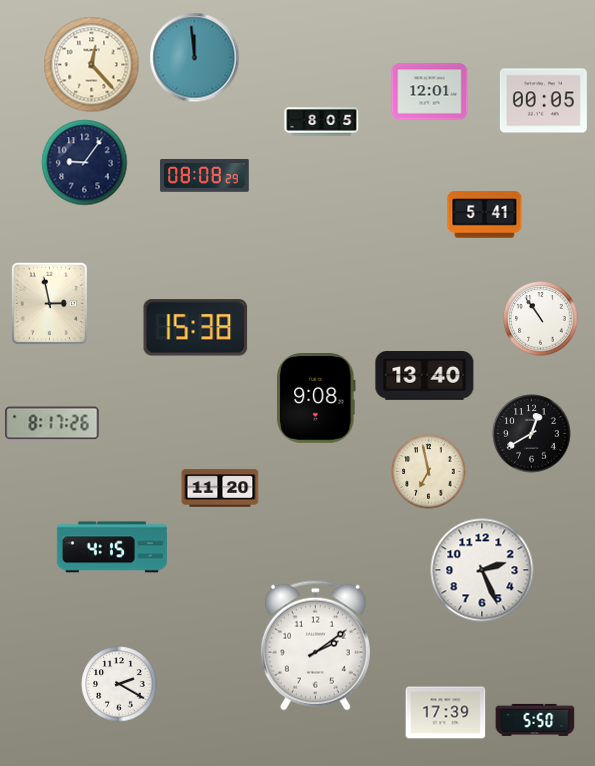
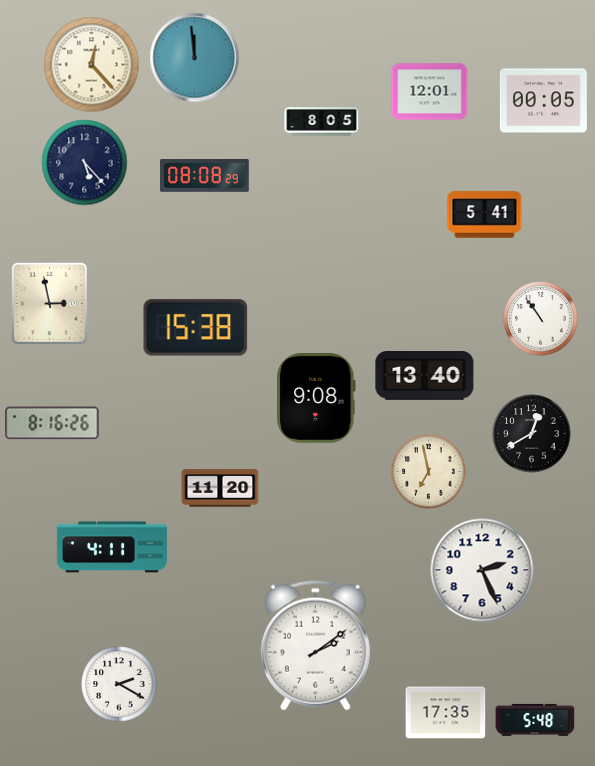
clock at (85, 163): 9:06 -> 5:23
clock at (52, 423): 8:17 -> 8:16
clock at (112, 547): 4:15 -> 4:11
clock at (446, 713): 17:39 -> 17:35
clock at (535, 720): 5:50 -> 5:48
